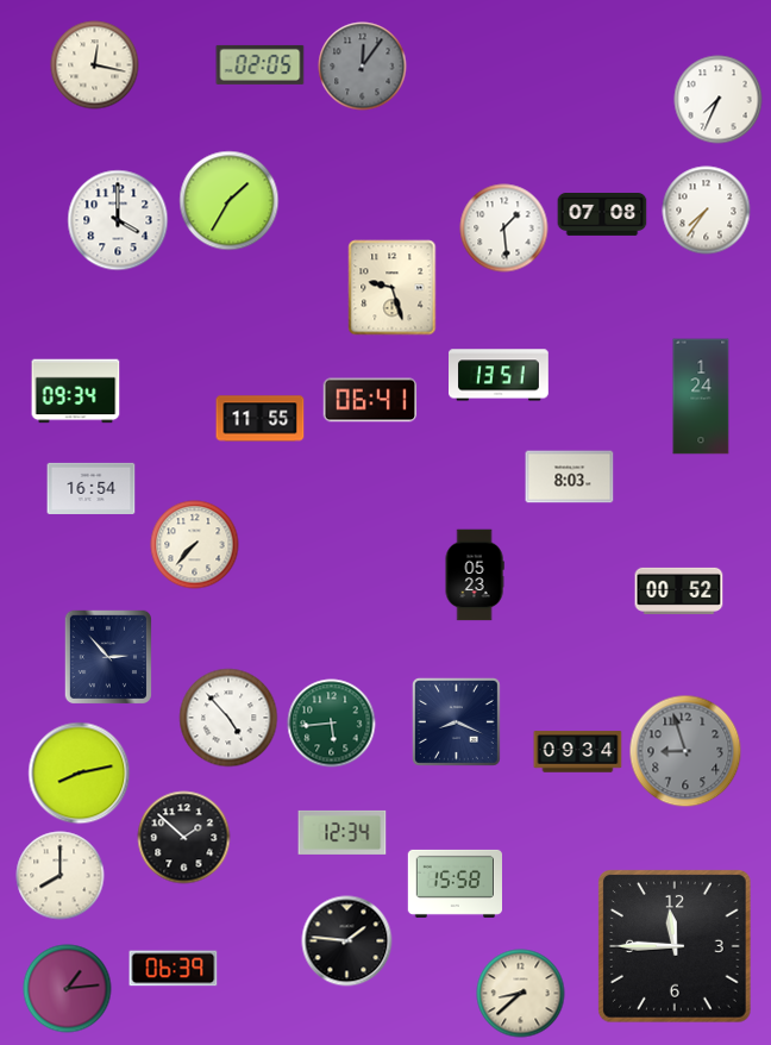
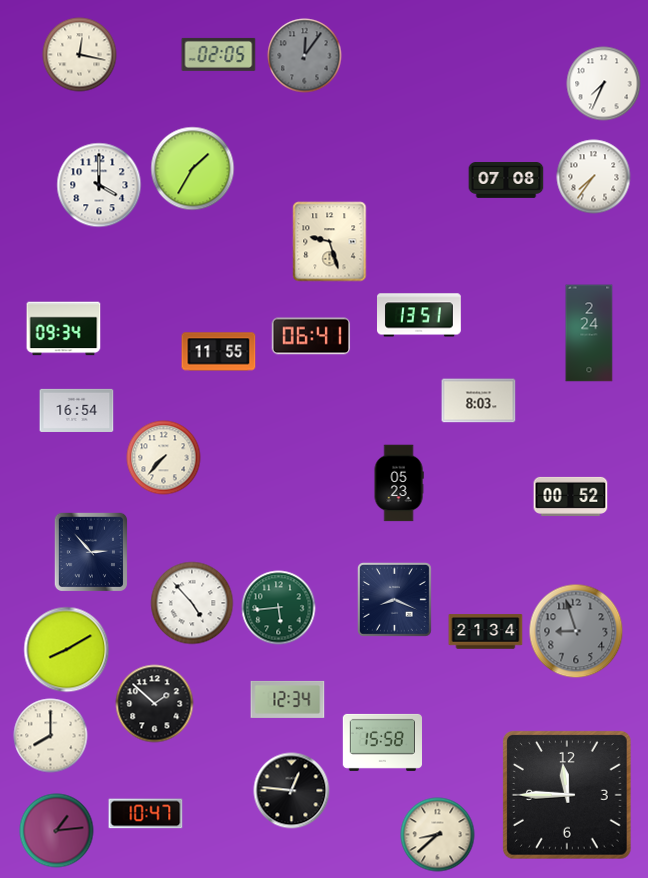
clock at (504, 229): 1:29 -> none
clock at (701, 396): 1:24 -> 2:24
clock at (456, 721) position: (456, 721) -> (394, 599)
clock at (578, 752): 09:34 -> 21:34
clock at (80, 774): 8:13 -> 8:10
clock at (347, 941): 1:46 -> 12:46
clock at (174, 969): 06:39 -> 10:47
